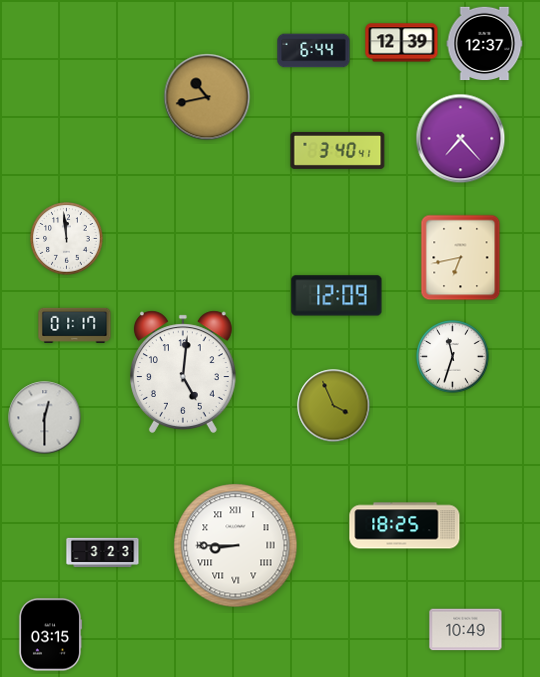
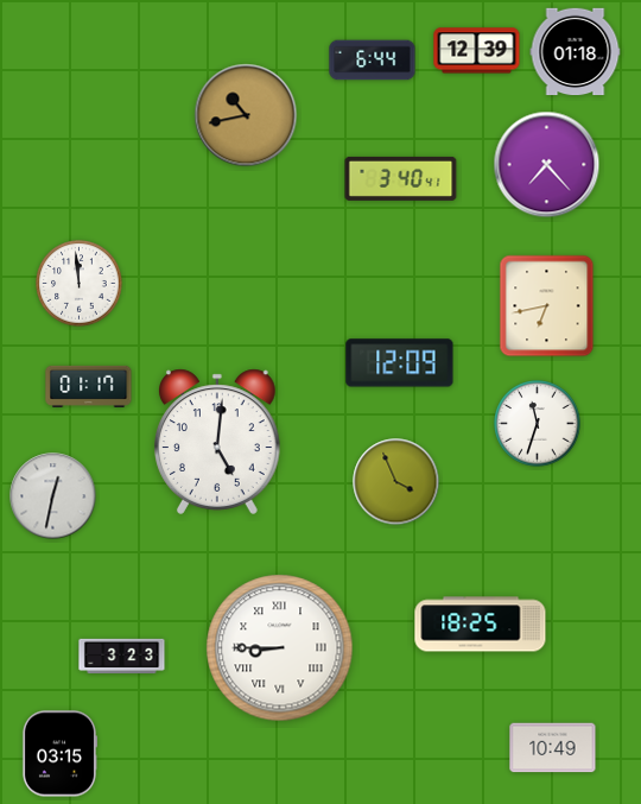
clock at (485, 44): 12:37 -> 01:18
clock at (337, 296) position: (337, 296) -> (400, 363)
clock at (45, 418): 12:30 -> 12:32
